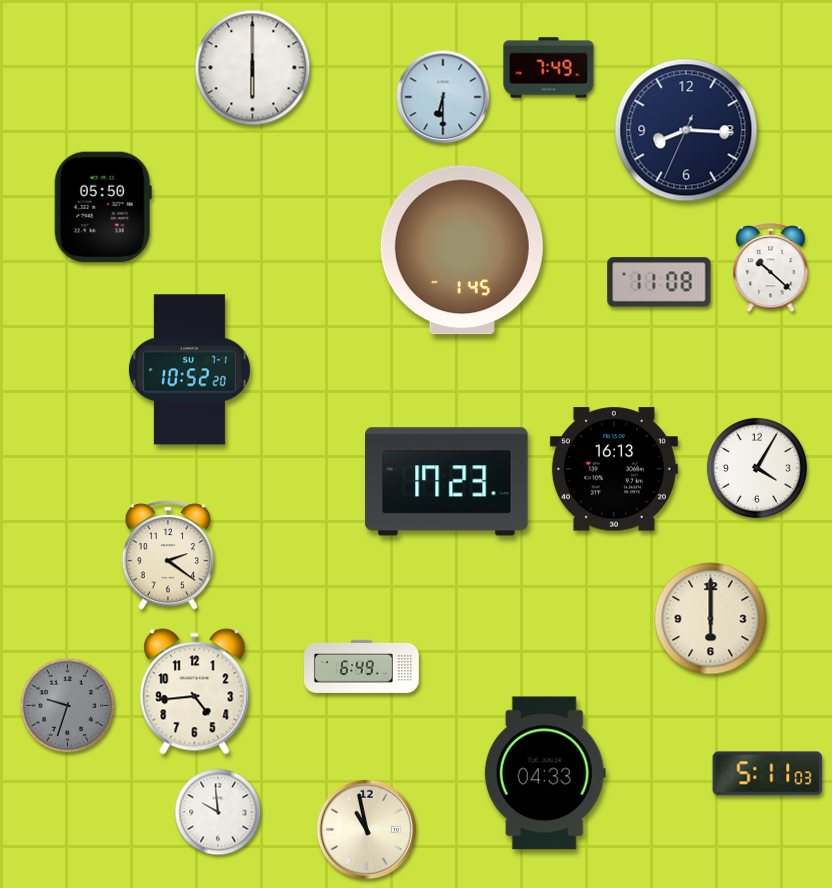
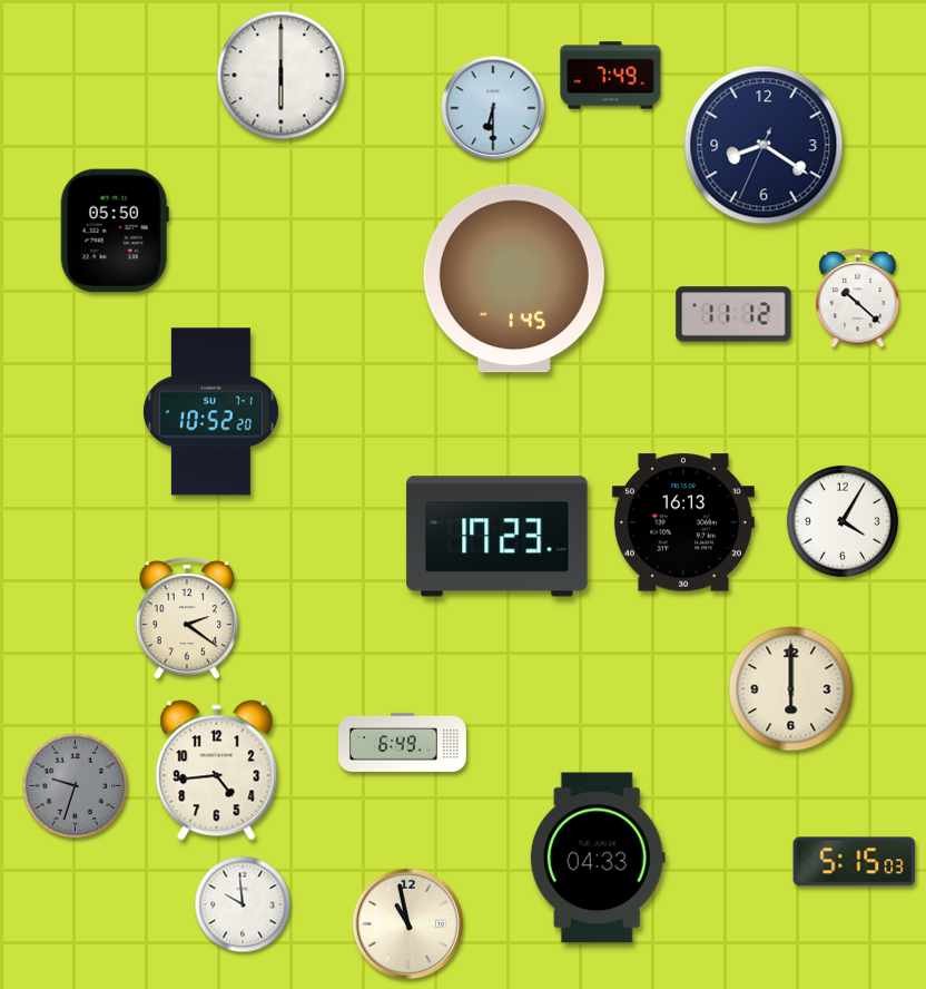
clock at (686, 130): 8:15 -> 8:20
clock at (659, 282): 11:08 -> 11:12
clock at (545, 773) position: (545, 773) -> (598, 858)
clock at (768, 774): 5:11 -> 5:15
